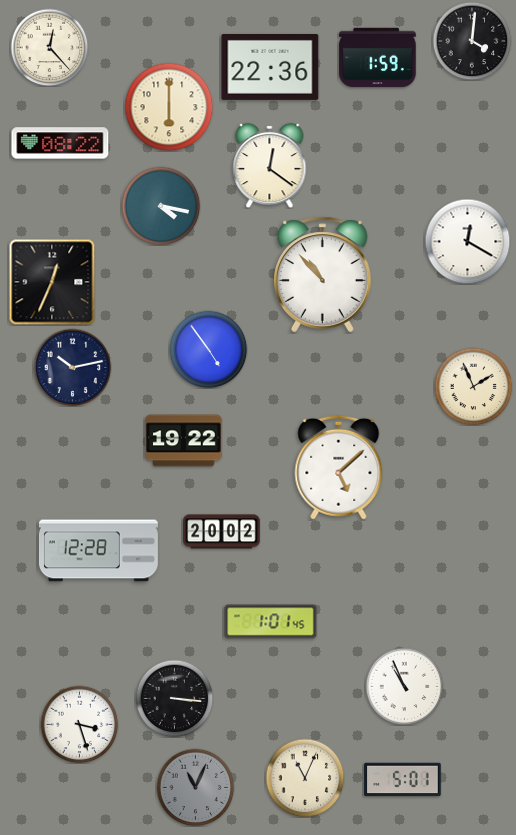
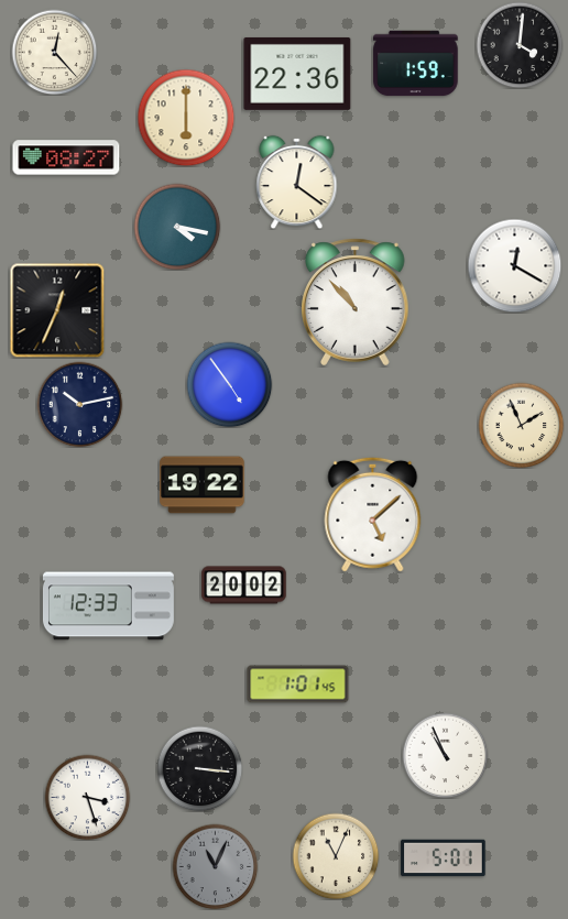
clock at (60, 143): 08:22 -> 08:27
clock at (98, 551): 12:28 -> 12:33
clock at (174, 698) position: (174, 698) -> (199, 768)
